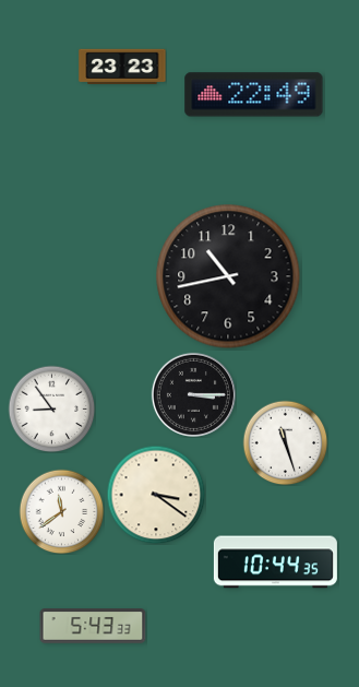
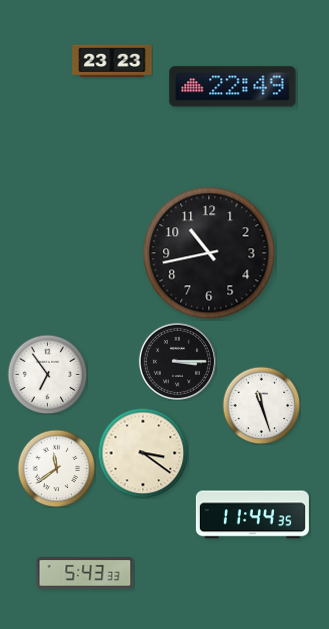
clock at (51, 408): 8:54 -> 6:54
clock at (275, 562): 10:44 -> 11:44
